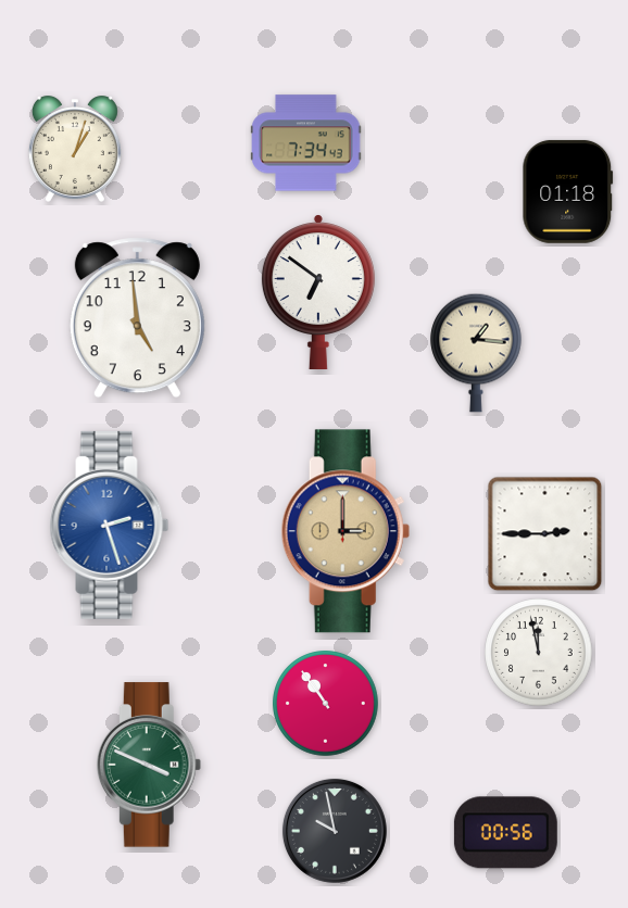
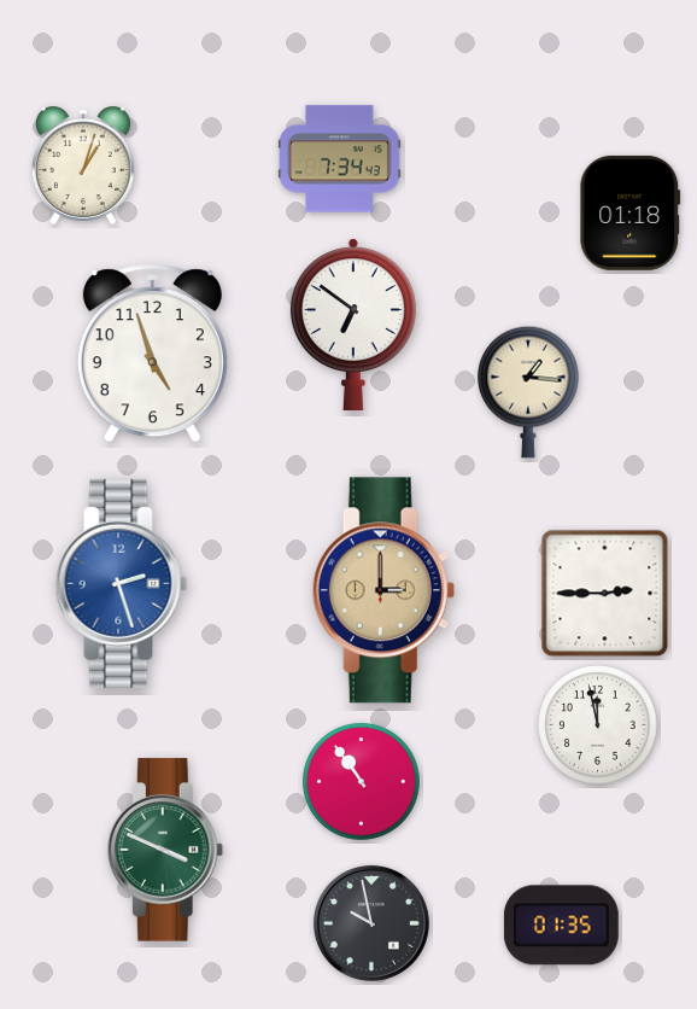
clock at (137, 318): 4:59 -> 4:57
clock at (505, 833): 00:56 -> 01:35
